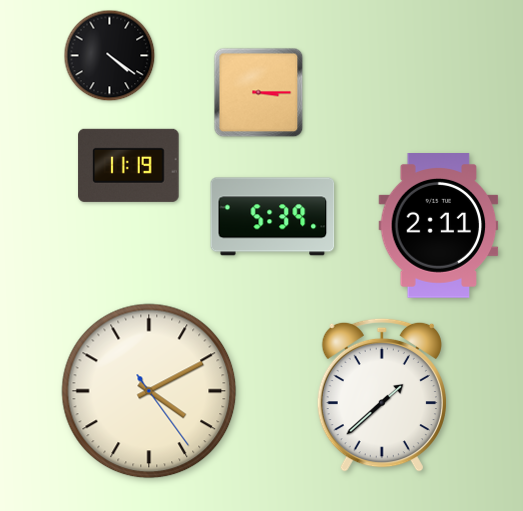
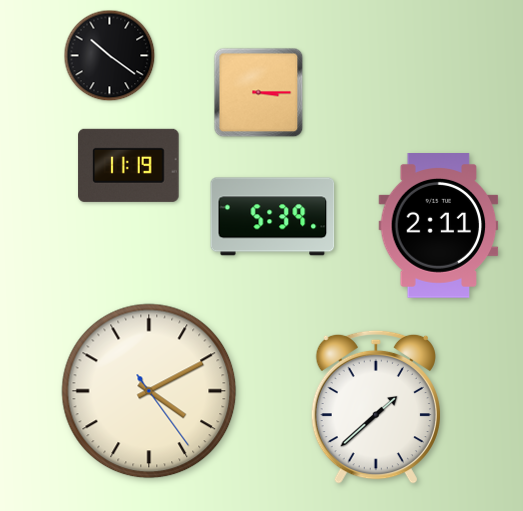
clock at (110, 56): 4:21 -> 10:21
clock at (382, 395) position: (382, 395) -> (376, 407)
